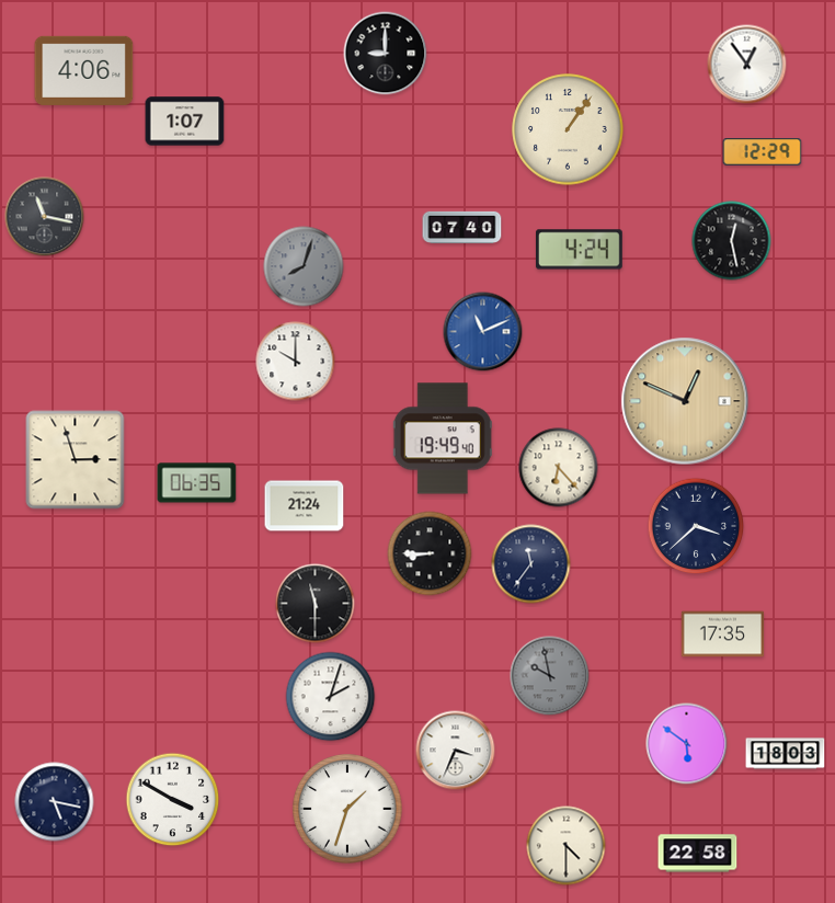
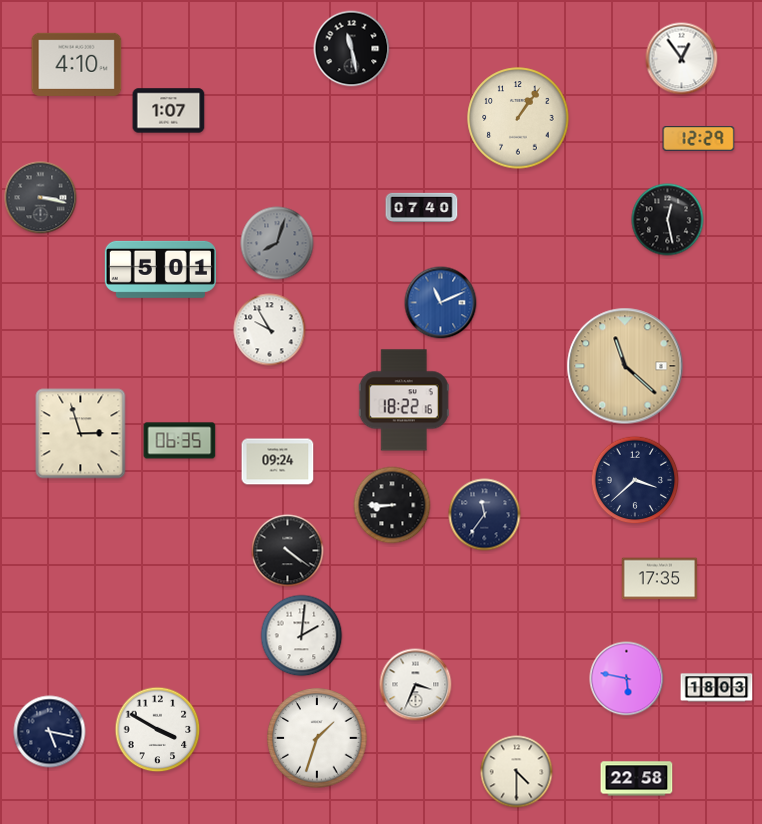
clock at (386, 54): 9:00 -> 11:28
clock at (84, 70): 4:06 -> 4:10
clock at (763, 152) position: (763, 152) -> (699, 139)
clock at (45, 217): 11:17 -> 3:17
clock at (579, 250): 4:24 -> none
clock at (160, 269): none -> 5:01
clock at (296, 362): 10:00 -> 9:55
clock at (685, 401): 12:49 -> 11:22
clock at (443, 438): 19:49 -> 18:22
clock at (76, 460) position: (76, 460) -> (81, 434)
clock at (559, 468): 6:23 -> none
clock at (305, 506): 21:24 -> 09:24
clock at (316, 604): 11:30 -> 4:21
clock at (550, 676): 9:58 -> none
clock at (331, 697): 2:03 -> 2:01
clock at (687, 744): 5:51 -> 5:47
